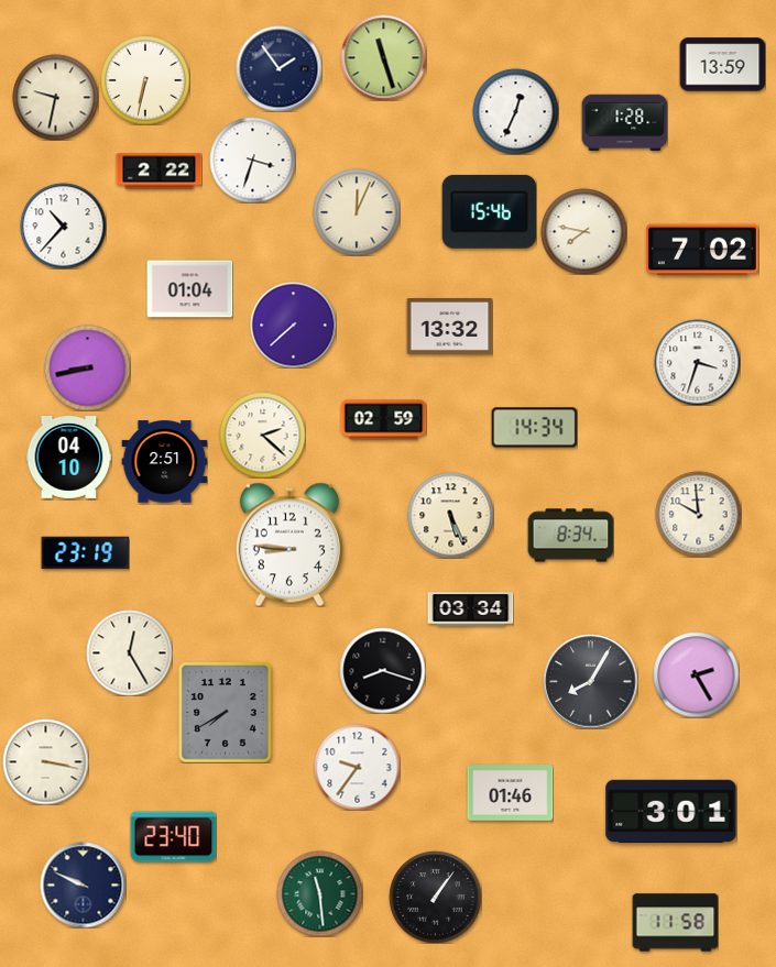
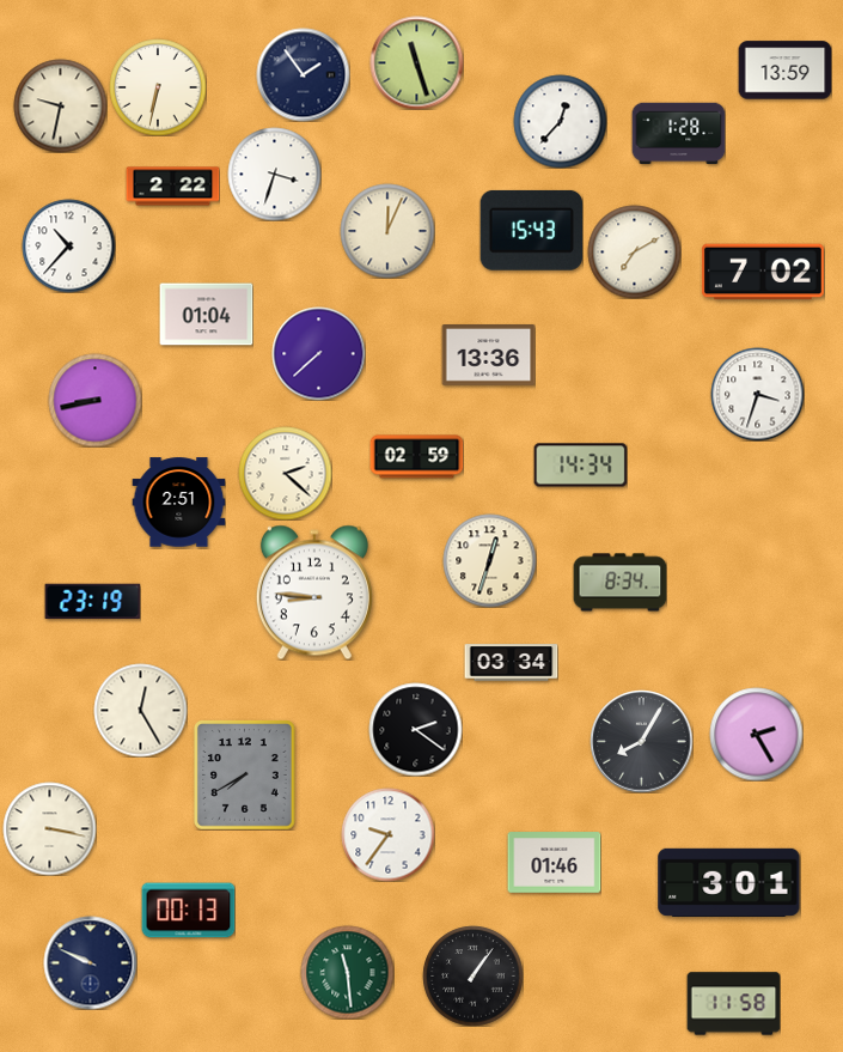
clock at (515, 111): 12:34 -> 12:37
clock at (489, 211): 15:46 -> 15:43
clock at (583, 231): 7:47 -> 7:10
clock at (449, 327): 13:32 -> 13:36
clock at (68, 458): 04:10 -> none
clock at (698, 514): 9:59 -> none
clock at (450, 515): 5:26 -> 12:33
clock at (382, 670): 8:18 -> 2:21
clock at (173, 837): 23:40 -> 00:13
